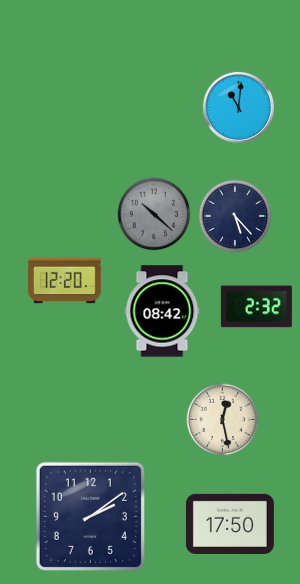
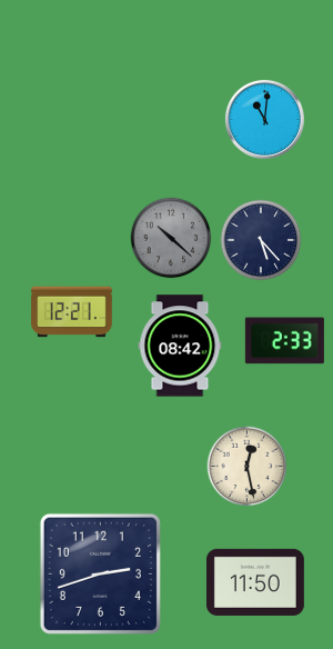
clock at (65, 281): 12:20 -> 12:21
clock at (256, 307): 2:32 -> 2:33
clock at (90, 516): 2:09 -> 2:42
clock at (230, 524): 17:50 -> 11:50
